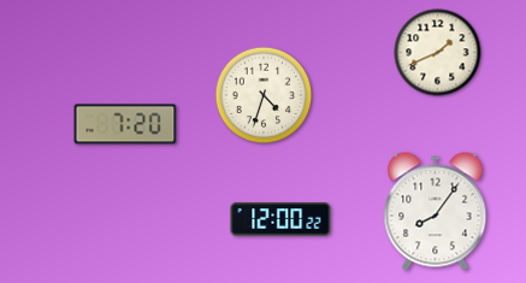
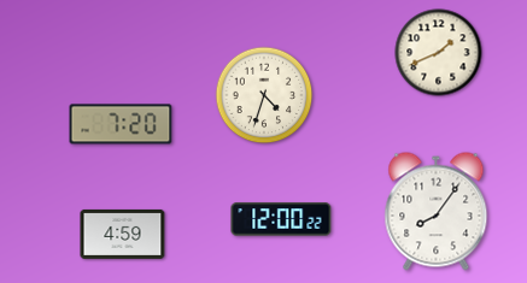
clock at (125, 124) position: (125, 124) -> (121, 124)
clock at (123, 234): none -> 4:59
